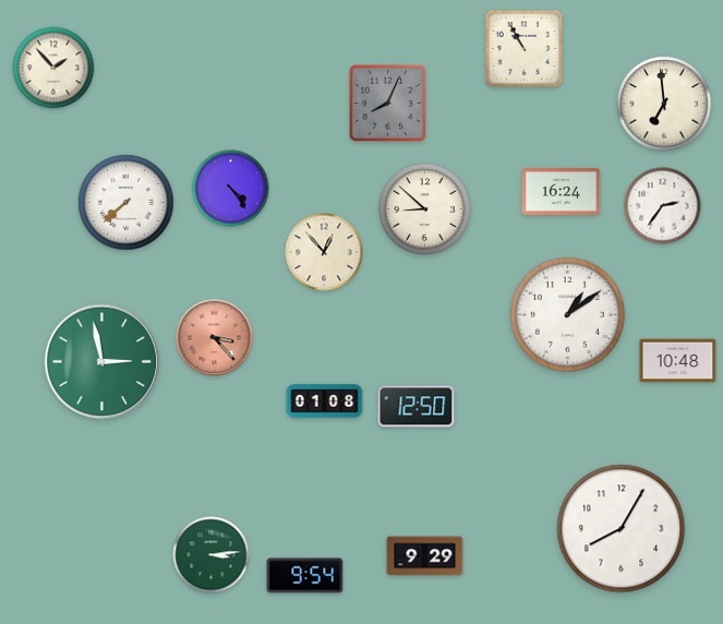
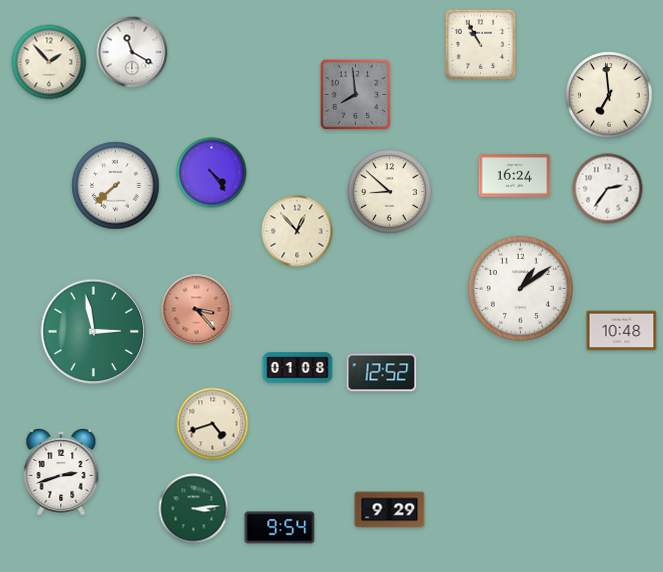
clock at (132, 52): none -> 11:20
clock at (388, 104): 8:04 -> 7:59
clock at (417, 407): 12:50 -> 12:52
clock at (213, 424): none -> 4:42
clock at (61, 473): none -> 2:42
clock at (622, 529): 8:05 -> none
